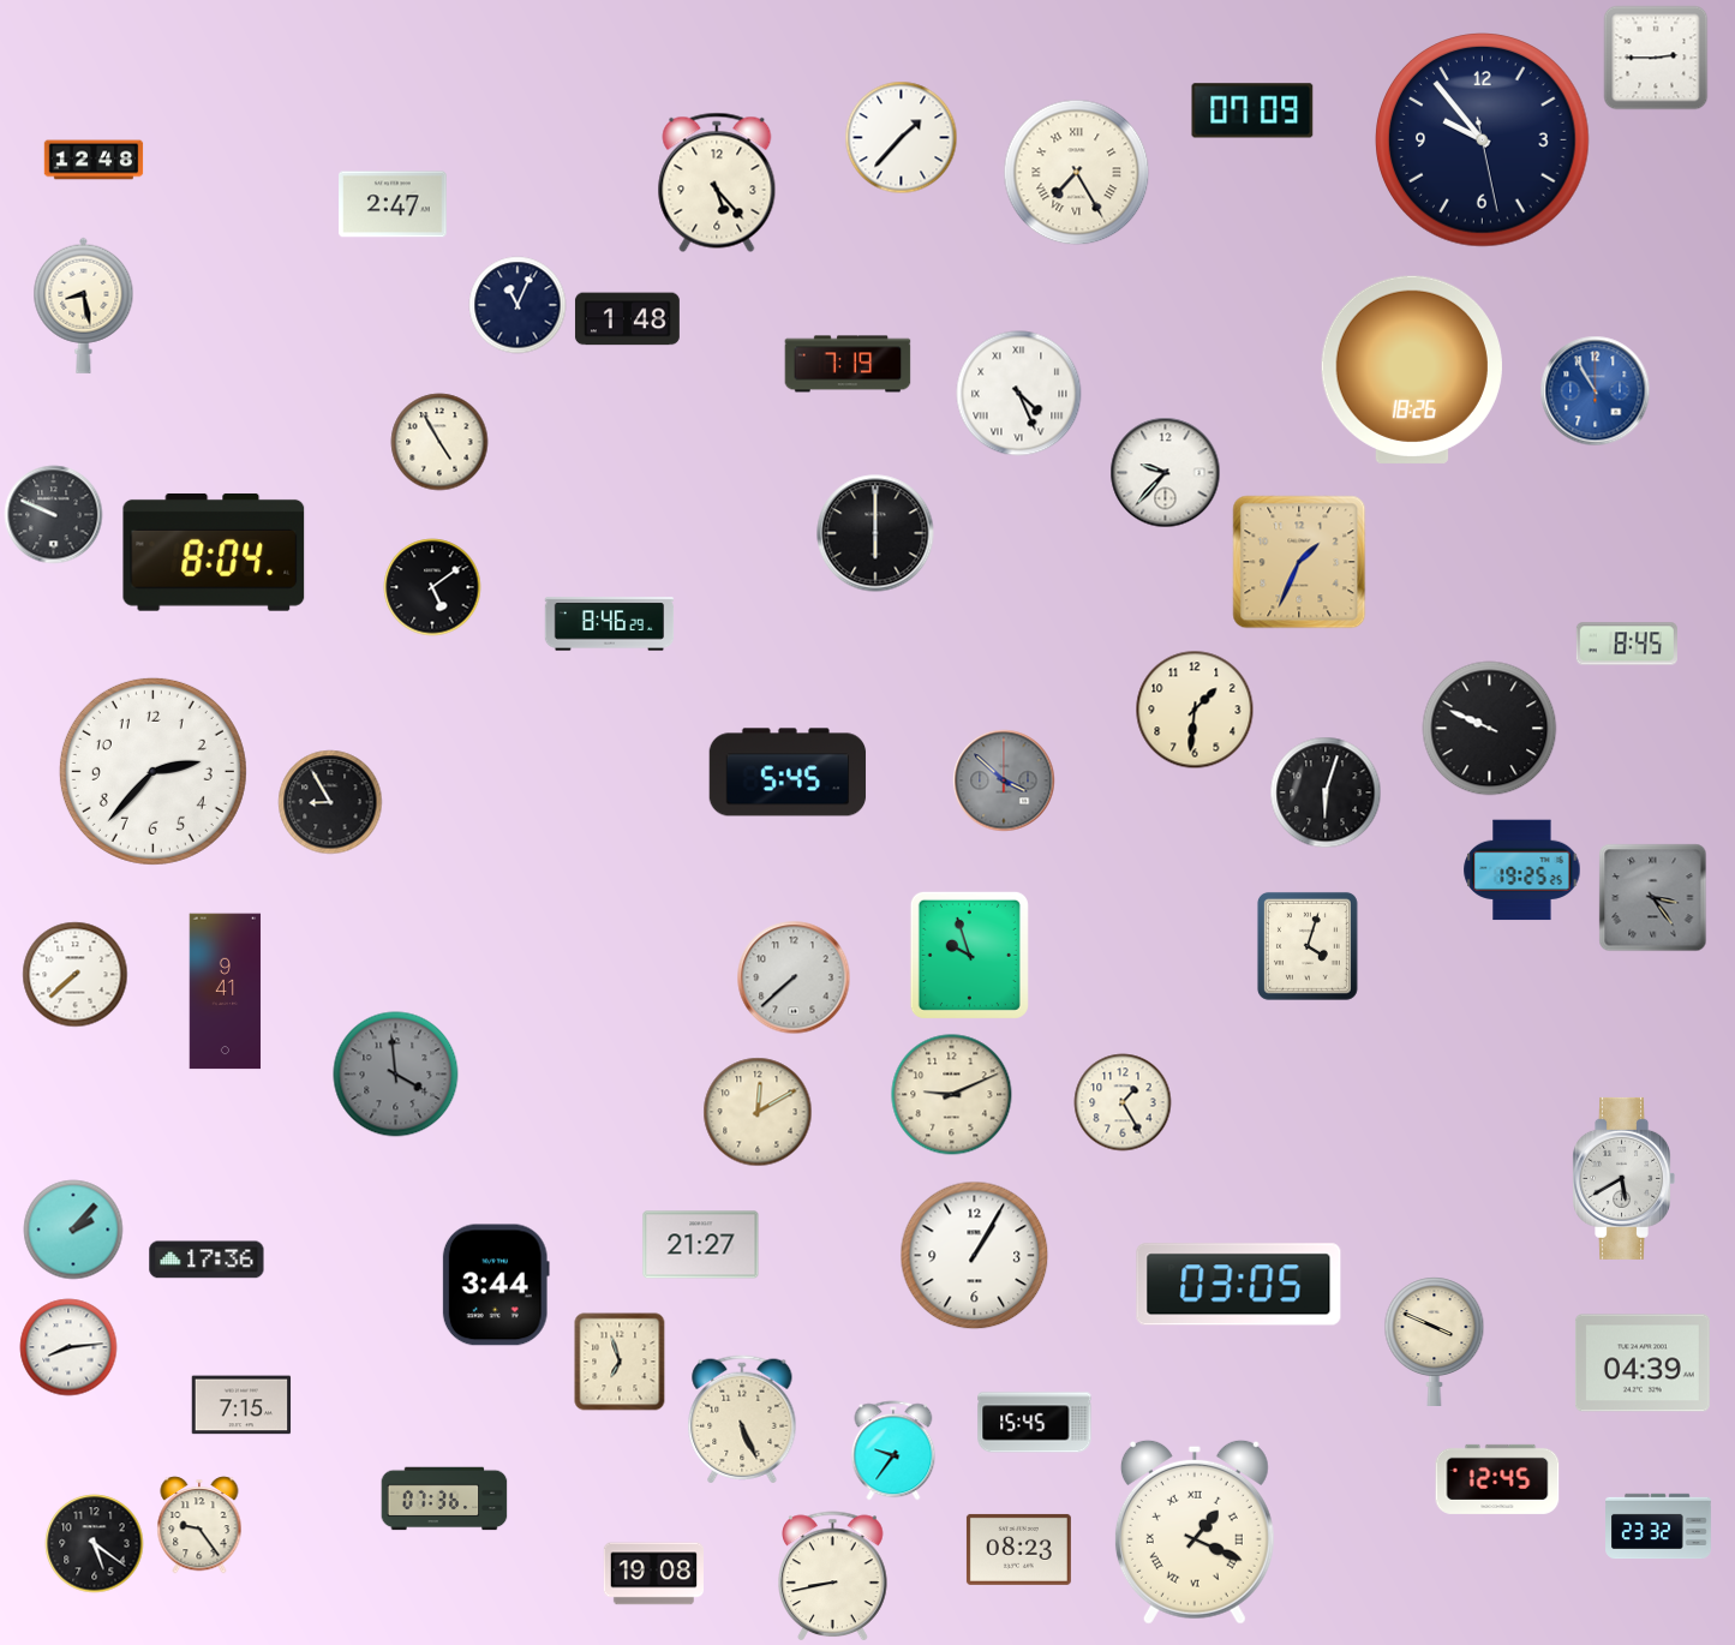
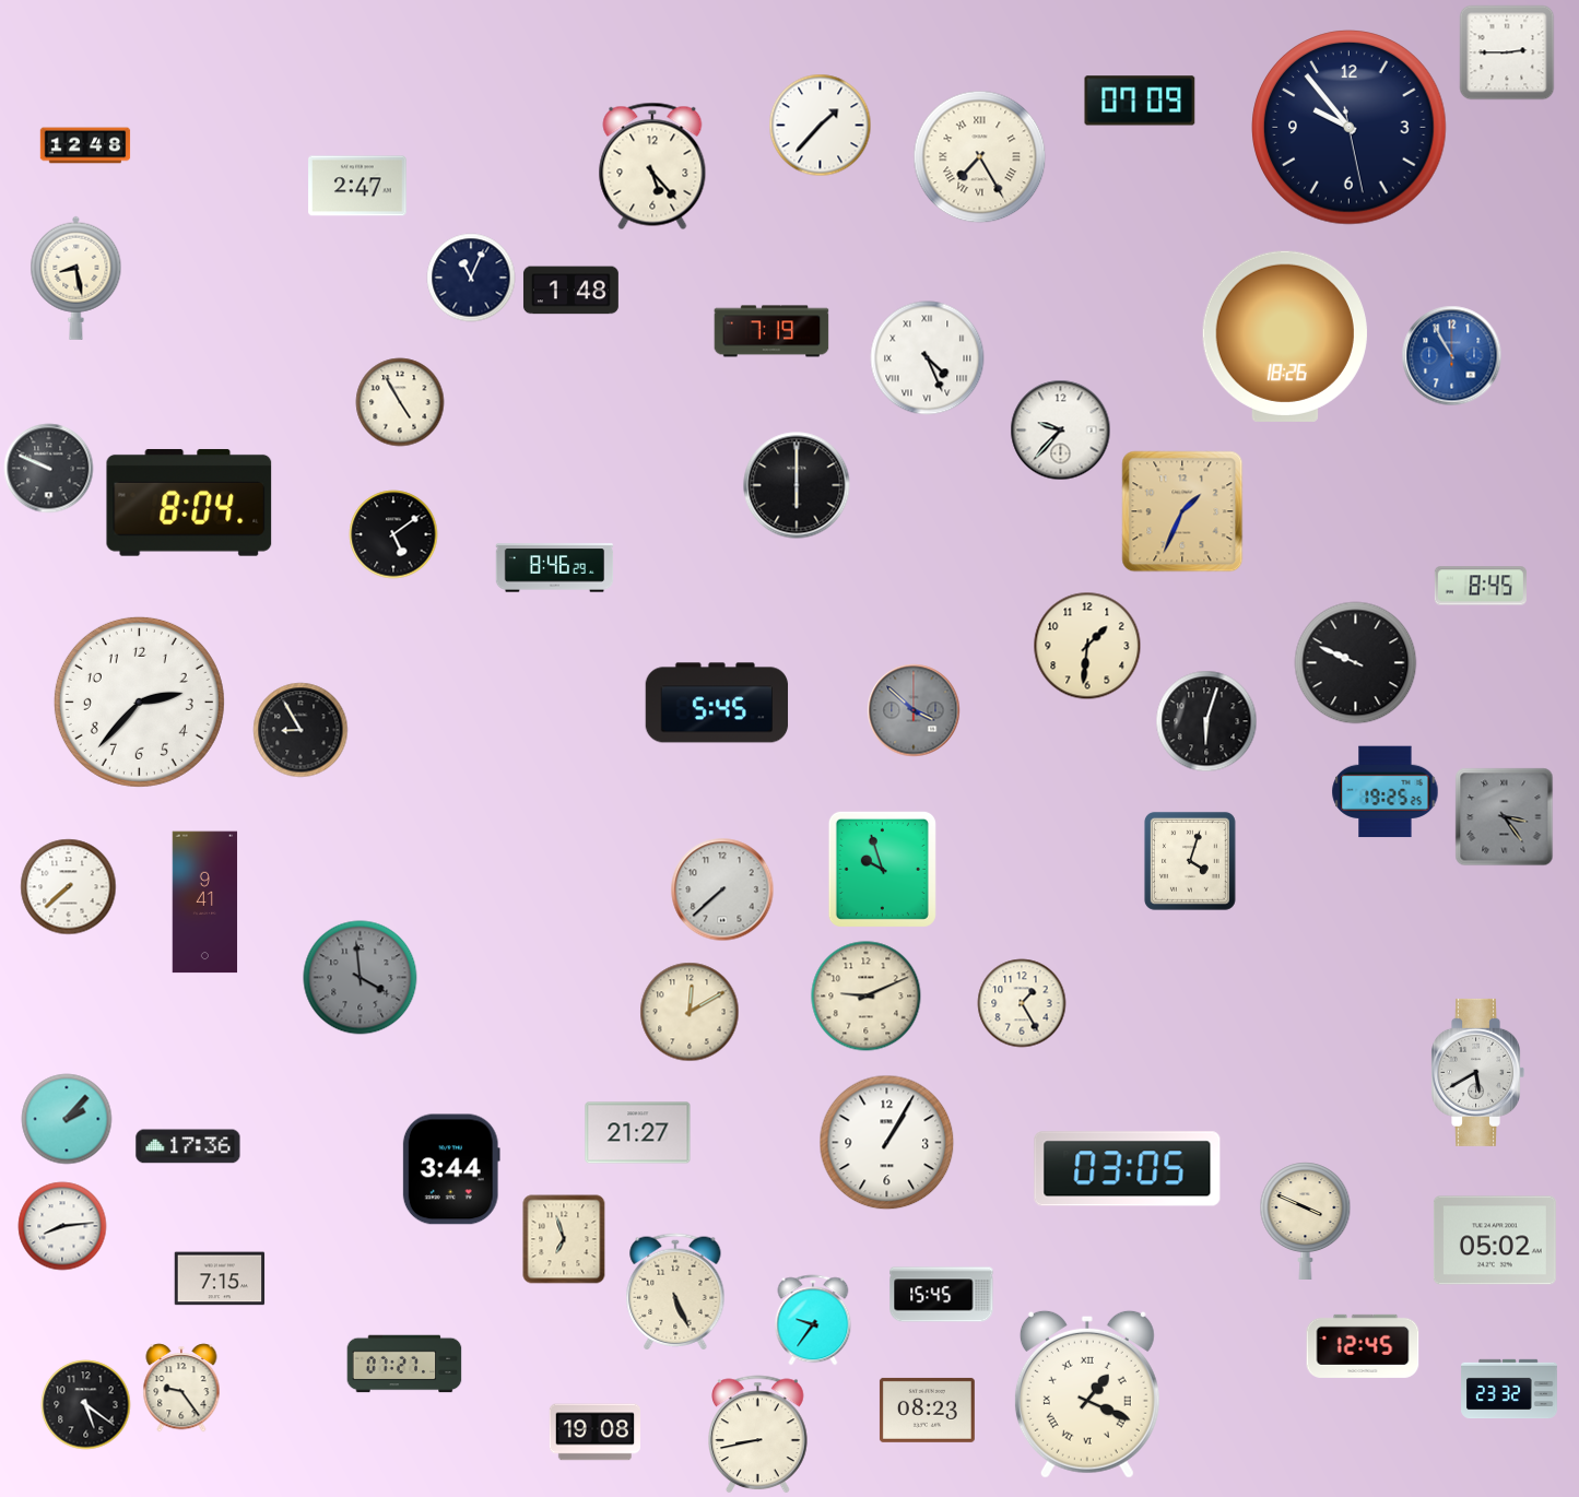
clock at (214, 552) position: (214, 552) -> (189, 503)
clock at (1643, 1363): 04:39 -> 05:02
clock at (444, 1499): 07:36 -> 07:27
